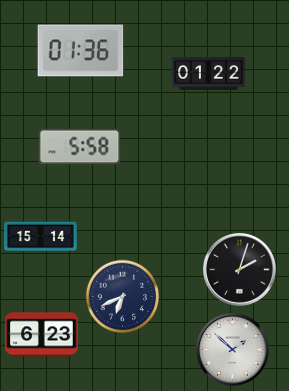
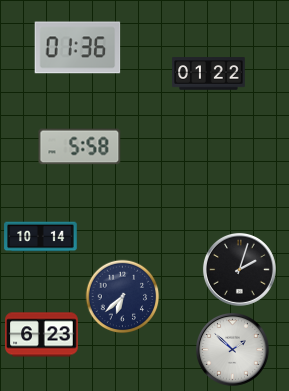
clock at (81, 51) position: (81, 51) -> (78, 48)
clock at (41, 237): 15:14 -> 10:14
clock at (123, 297): 6:41 -> 6:38
